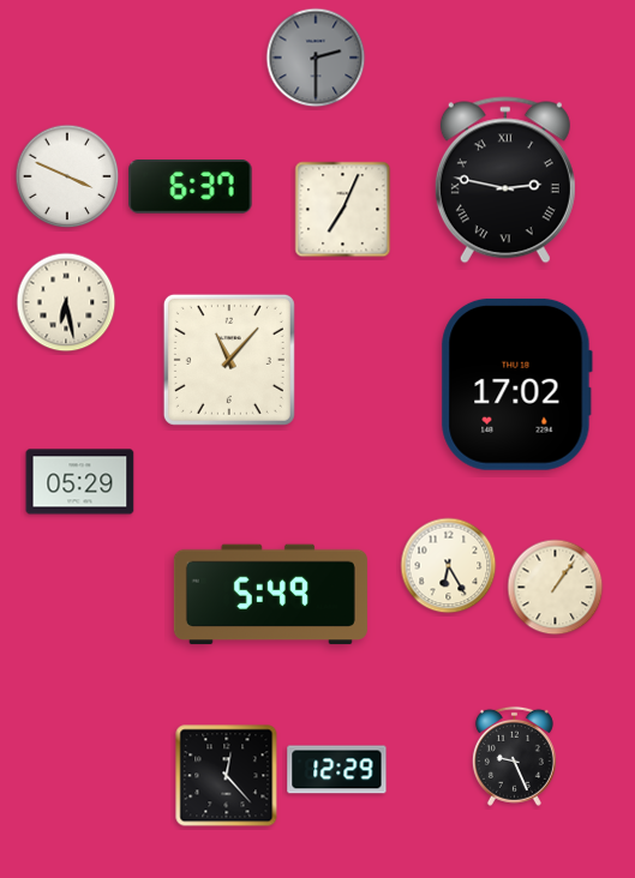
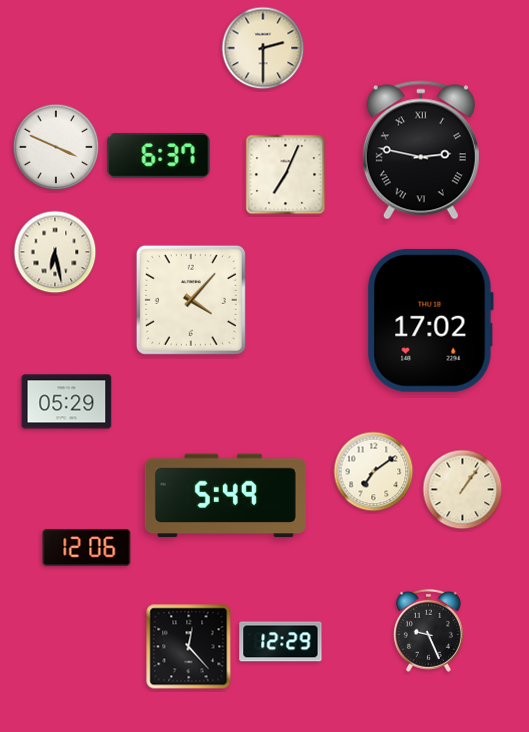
clock at (316, 58) dial: grey -> cream
clock at (229, 360): 11:07 -> 4:07
clock at (449, 566): 6:25 -> 7:09
clock at (87, 548): none -> 12:06
